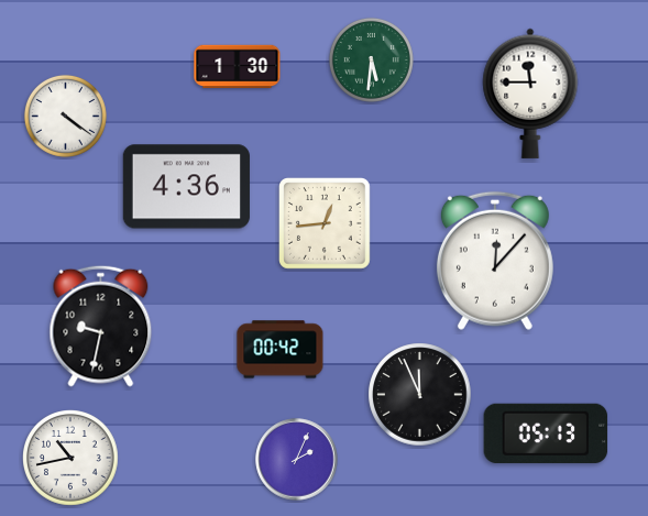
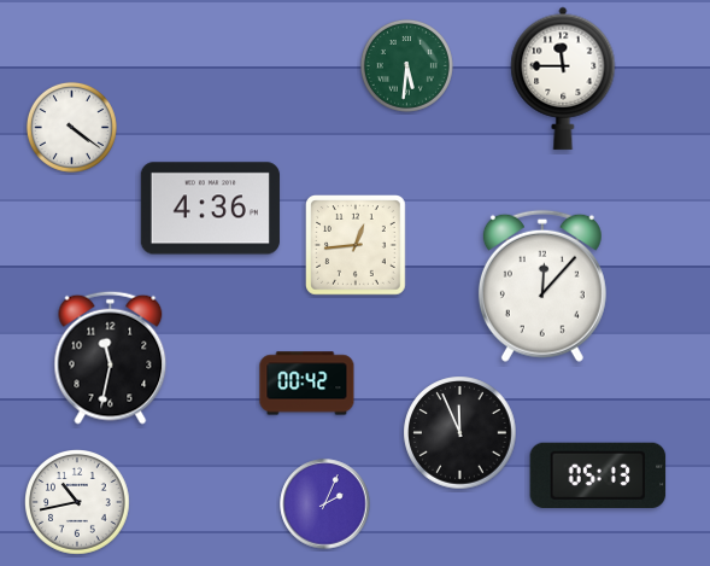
clock at (238, 67): 1:30 -> none
clock at (530, 94) position: (530, 94) -> (563, 78)
clock at (186, 187) position: (186, 187) -> (210, 209)
clock at (101, 326): 9:32 -> 11:32
